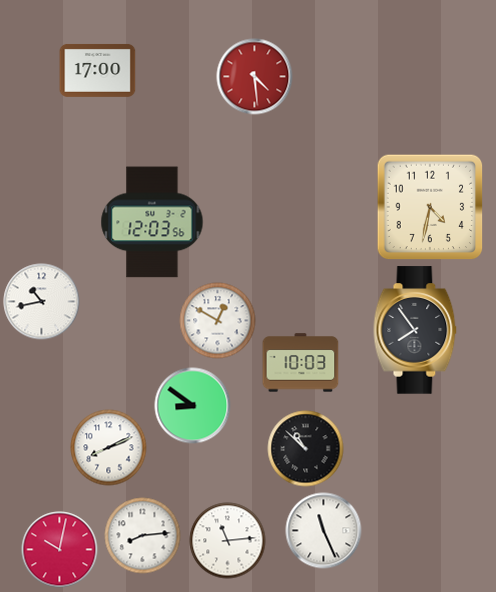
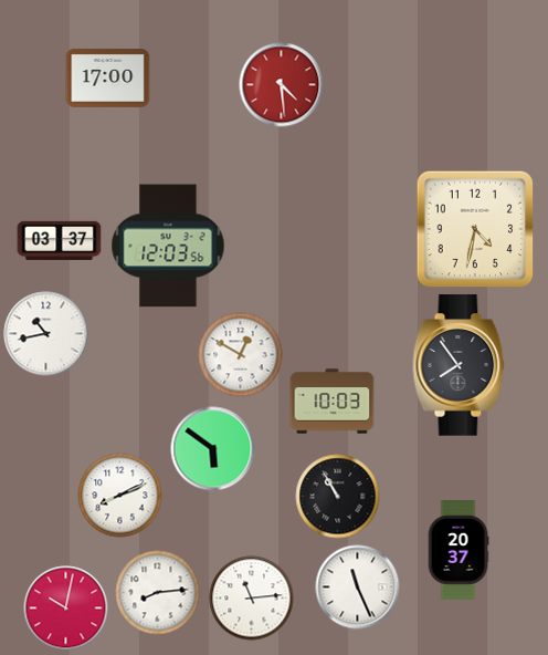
clock at (60, 240): none -> 03:37
clock at (193, 406): 8:51 -> 5:51
clock at (306, 449): 10:52 -> 10:55
clock at (459, 551): none -> 20:37
